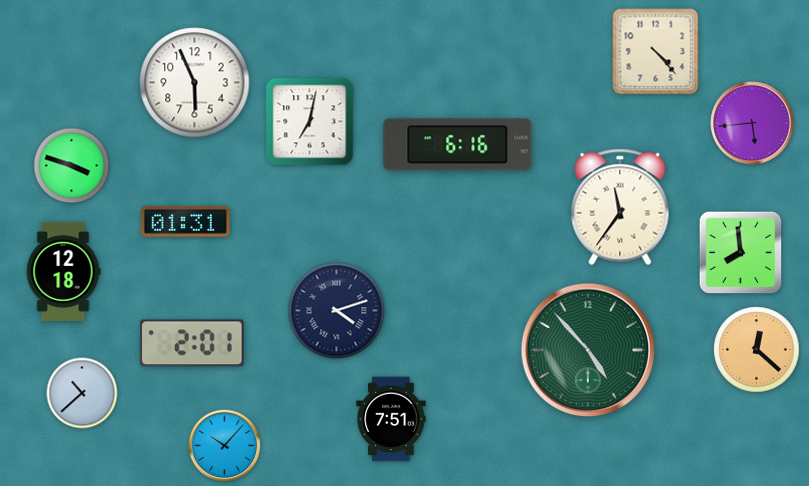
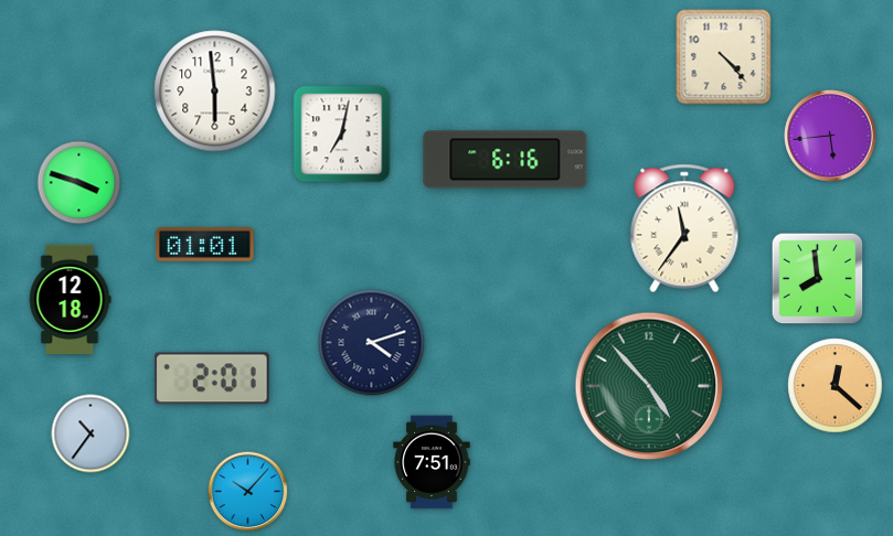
clock at (195, 83): 5:56 -> 5:59
clock at (186, 221): 01:31 -> 01:01
clock at (82, 393): 10:38 -> 10:36
